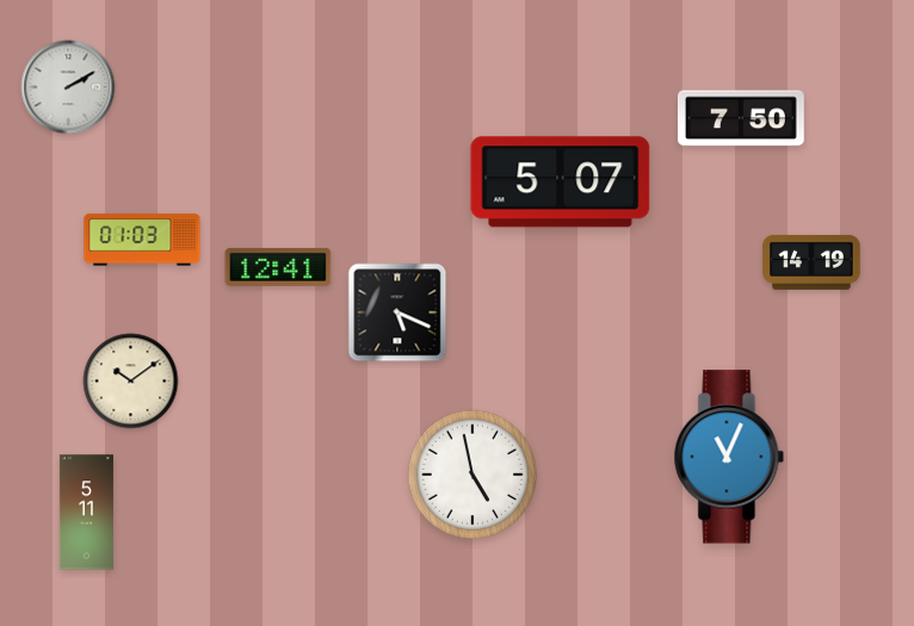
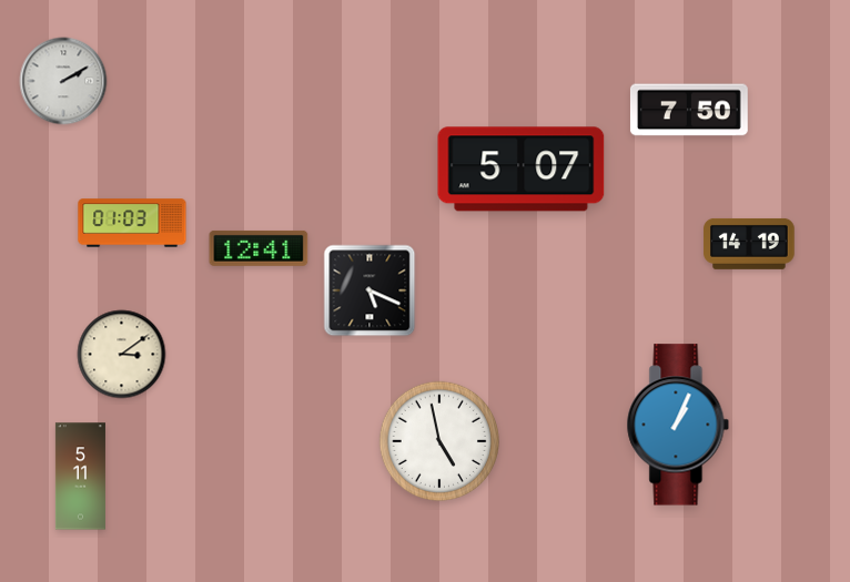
clock at (811, 262) position: (811, 262) -> (749, 244)
clock at (131, 382): 10:09 -> 3:09
clock at (729, 457): 11:04 -> 1:04
